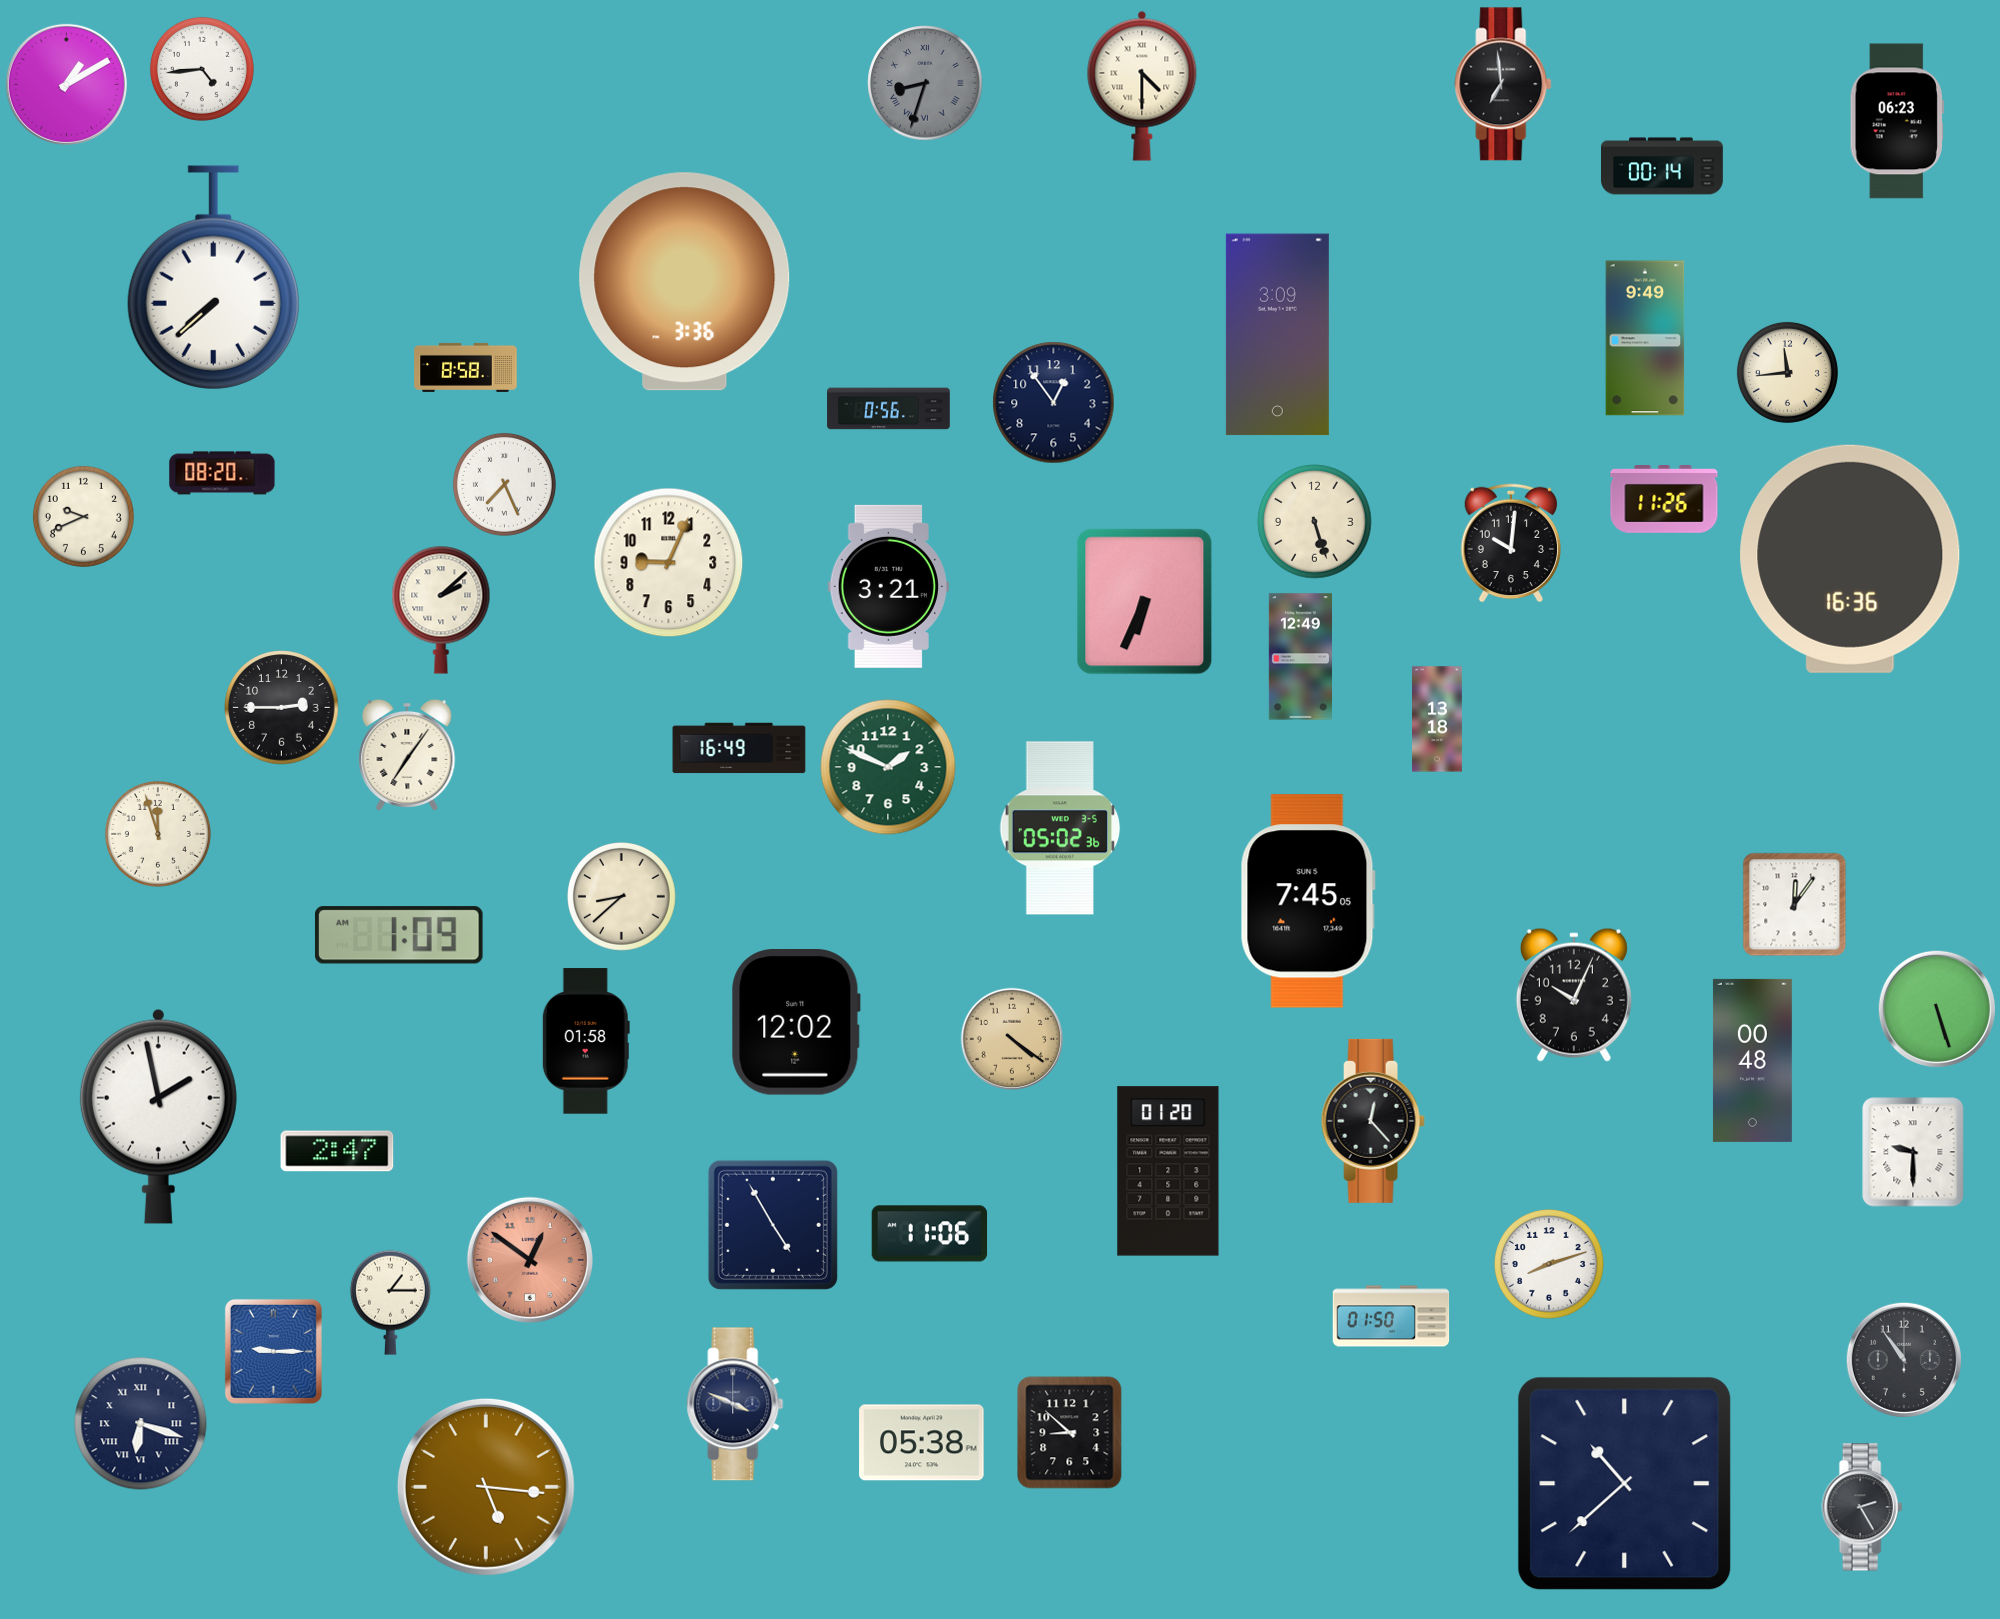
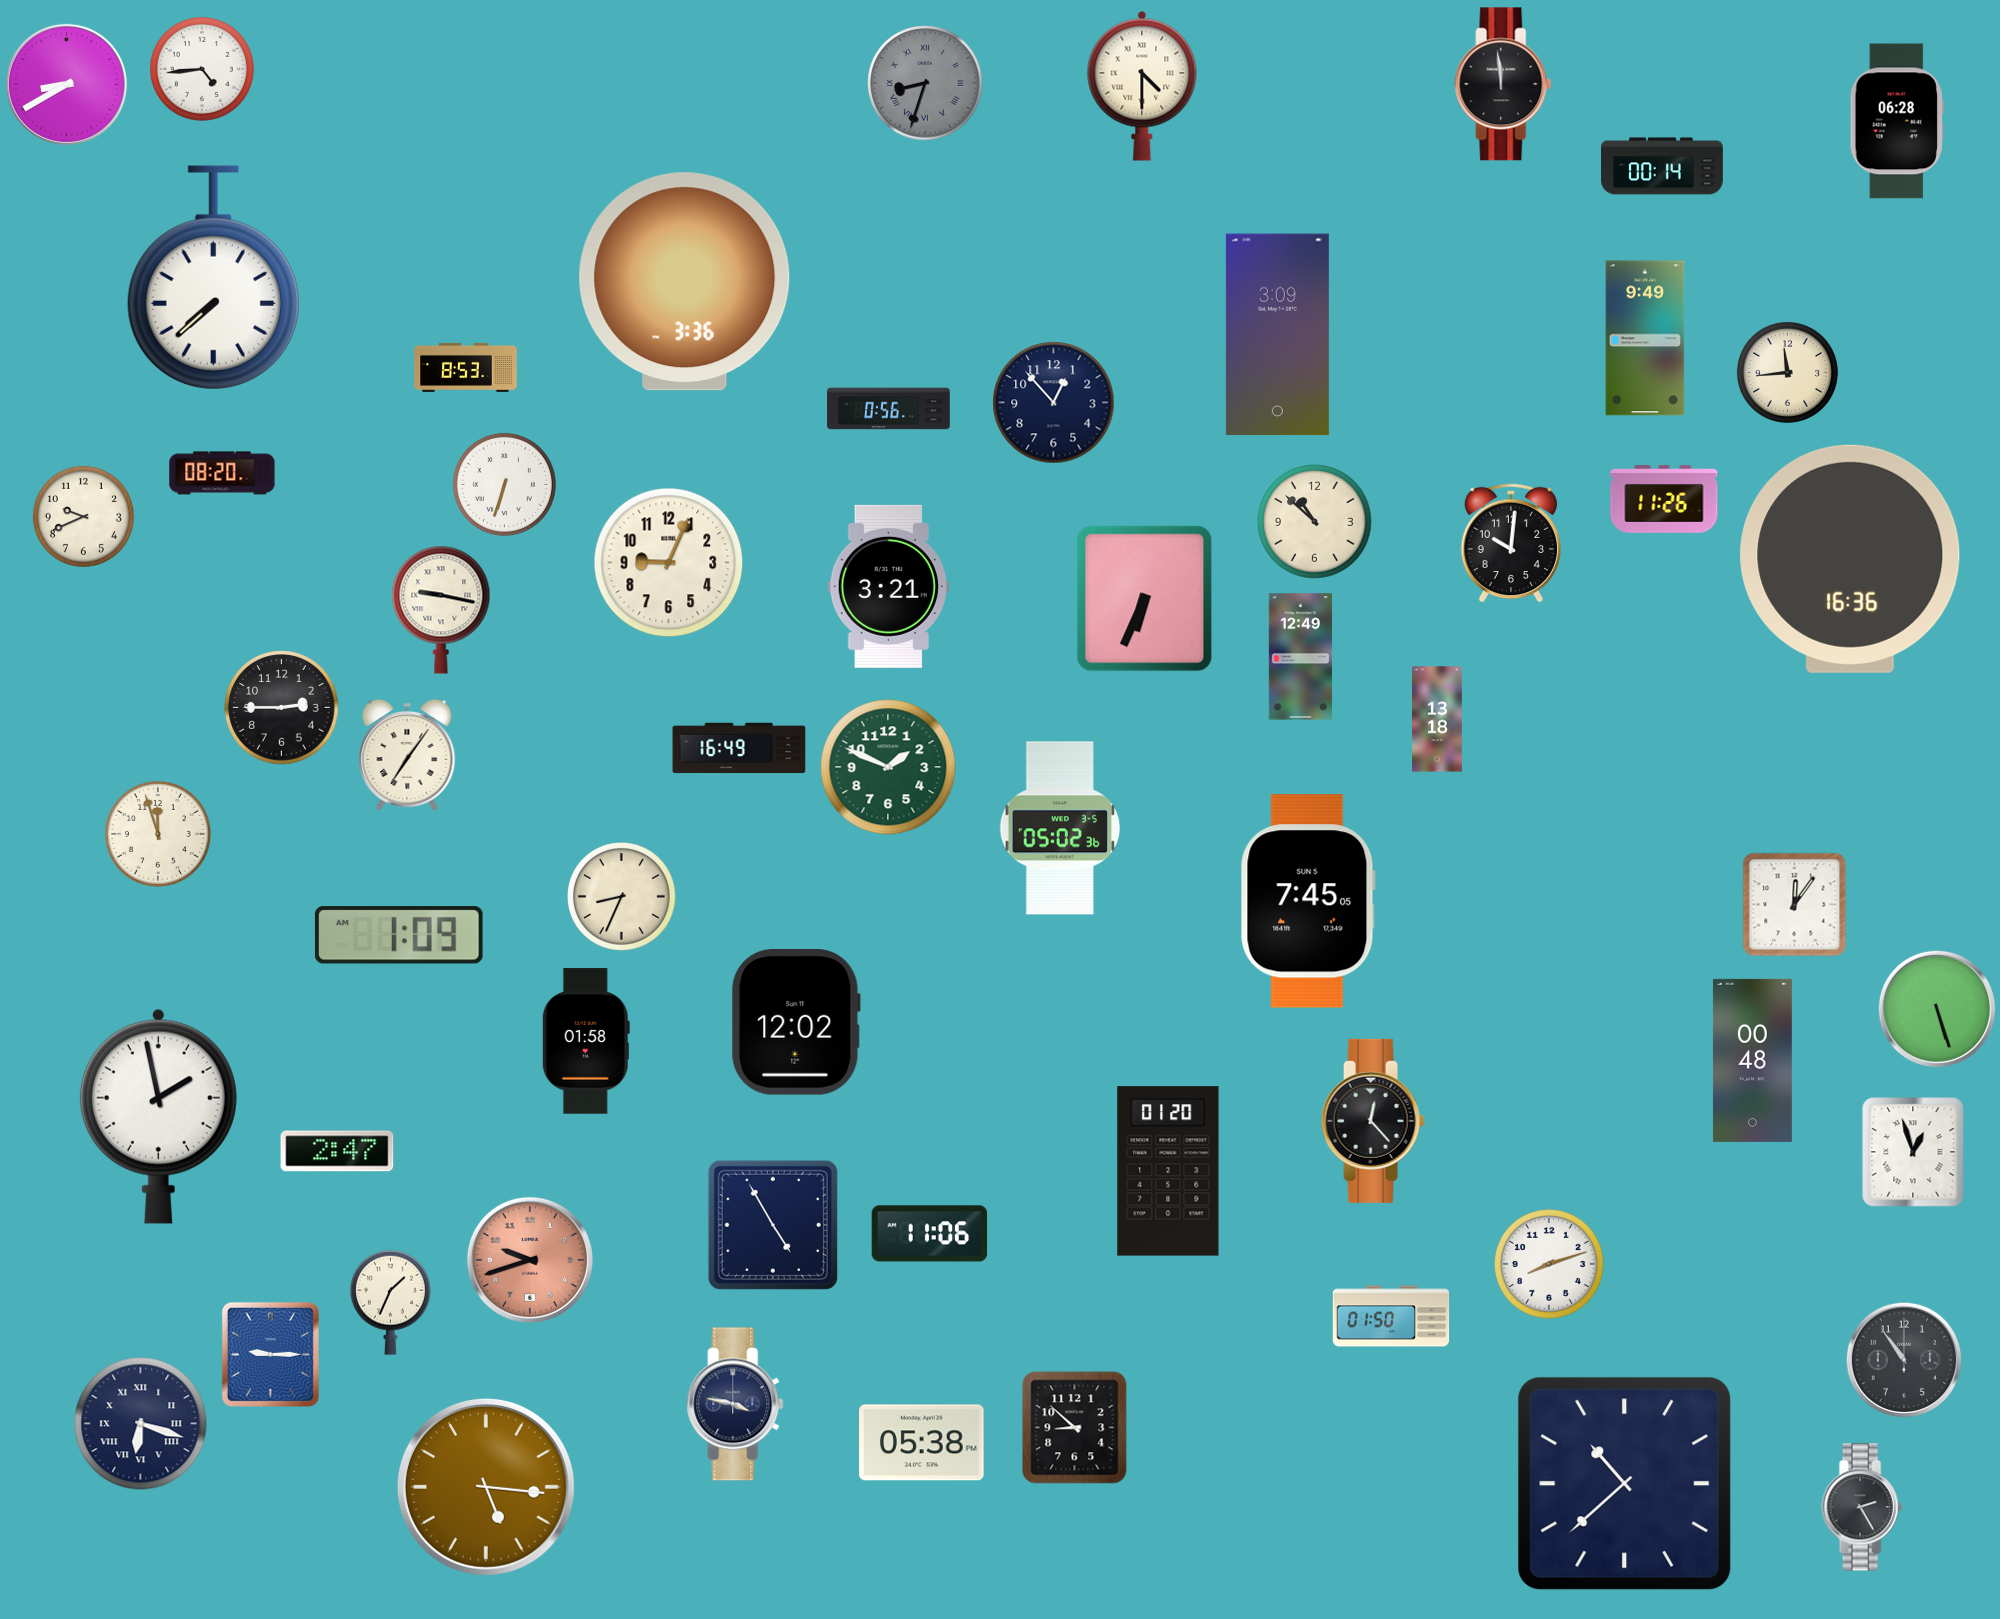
clock at (66, 84): 1:10 -> 8:40
clock at (1503, 84): 6:59 -> 11:59
clock at (1897, 121): 06:23 -> 06:28
clock at (466, 367): 8:58 -> 8:53
clock at (1054, 403): 12:54 -> 12:53
clock at (504, 484): 7:26 -> 6:33
clock at (1315, 522): 5:27 -> 10:52
clock at (1145, 602) position: (1145, 602) -> (1145, 599)
clock at (441, 610): 2:08 -> 9:17
clock at (622, 897): 8:38 -> 8:34
clock at (1574, 995): 10:04 -> none
clock at (1012, 1039): 4:21 -> none
clock at (1913, 1152): 9:30 -> 12:57
clock at (530, 1260): 12:51 -> 9:42
clock at (390, 1302): 1:15 -> 1:34
clock at (273, 1351) position: (273, 1351) -> (270, 1354)
clock at (735, 1404): 3:49 -> 3:47
clock at (1070, 1433) position: (1070, 1433) -> (1075, 1428)
